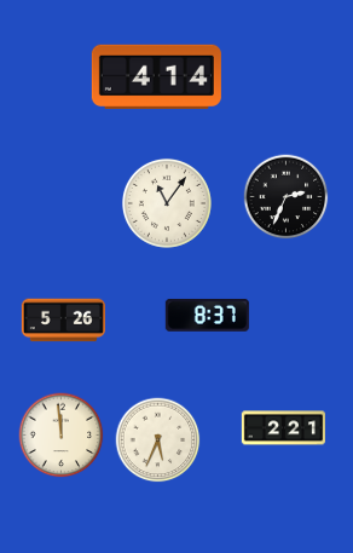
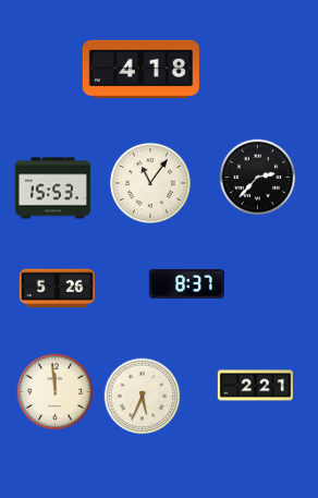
clock at (156, 76): 4:14 -> 4:18
clock at (287, 197): 2:34 -> 2:37
clock at (52, 189): none -> 15:53
